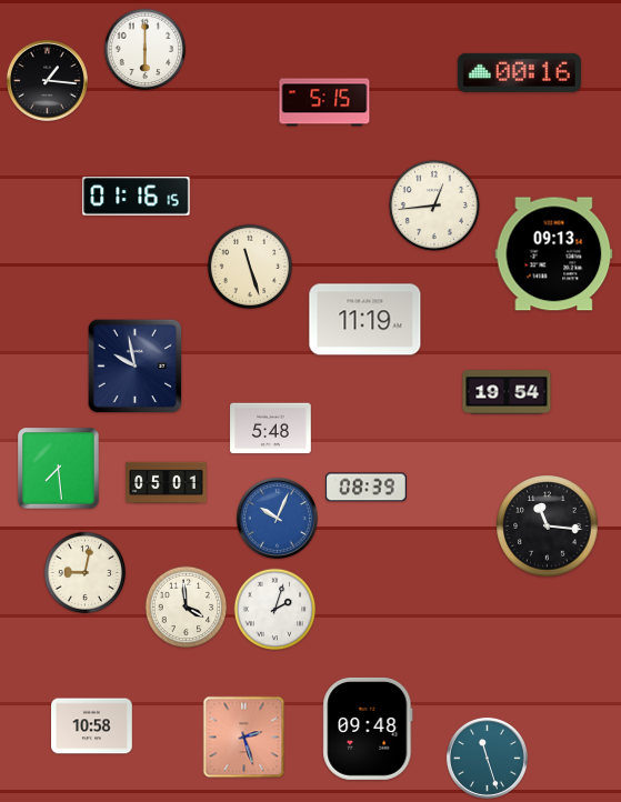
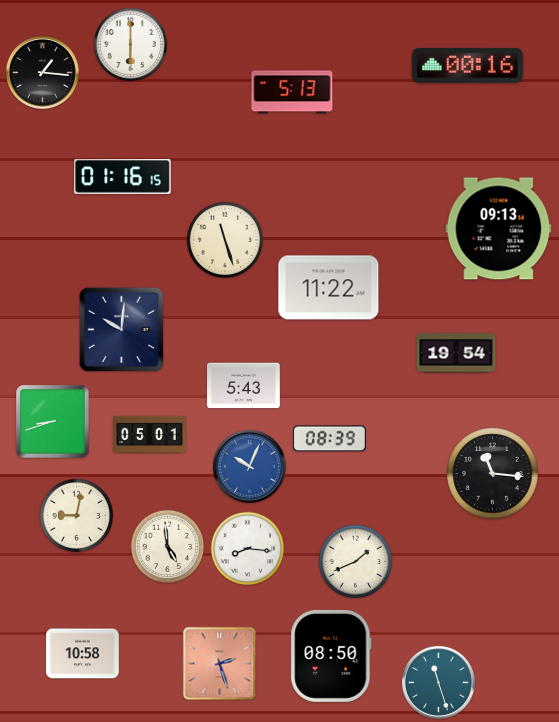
clock at (324, 102): 5:15 -> 5:13
clock at (434, 205): 12:44 -> none
clock at (365, 320): 11:19 -> 11:22
clock at (136, 367): 9:58 -> 10:01
clock at (271, 429): 5:48 -> 5:43
clock at (59, 469): 7:29 -> 8:42
clock at (187, 608): 3:59 -> 4:59
clock at (276, 610): 2:03 -> 8:16
clock at (356, 562): none -> 1:41
clock at (368, 729): 09:48 -> 08:50
